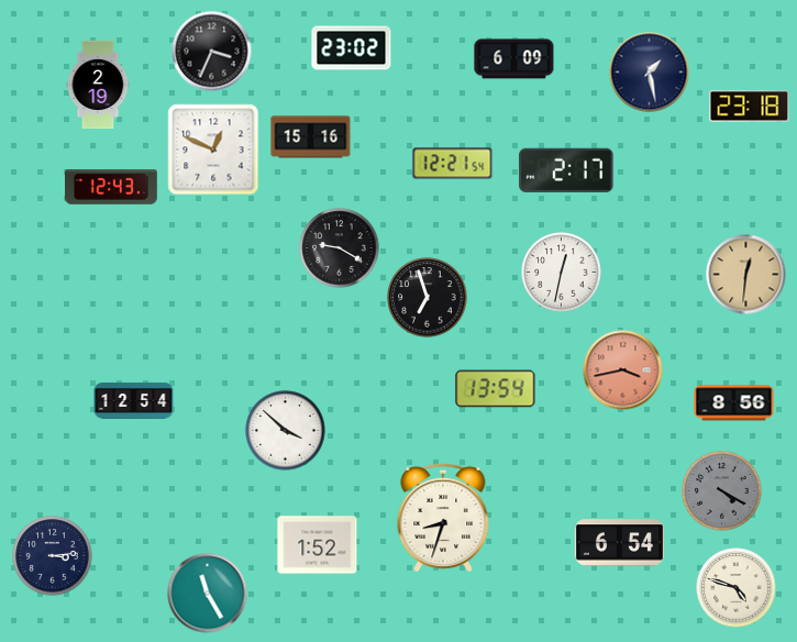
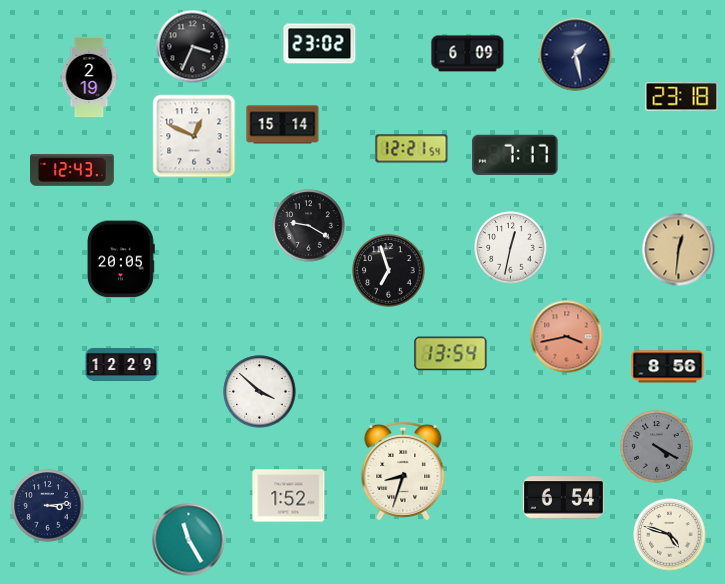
clock at (650, 73) position: (650, 73) -> (576, 55)
clock at (311, 137): 15:16 -> 15:14
clock at (566, 170): 2:17 -> 7:17
clock at (111, 187) position: (111, 187) -> (72, 170)
clock at (121, 259): none -> 20:05
clock at (134, 400): 12:54 -> 12:29
clock at (619, 543) position: (619, 543) -> (563, 498)
